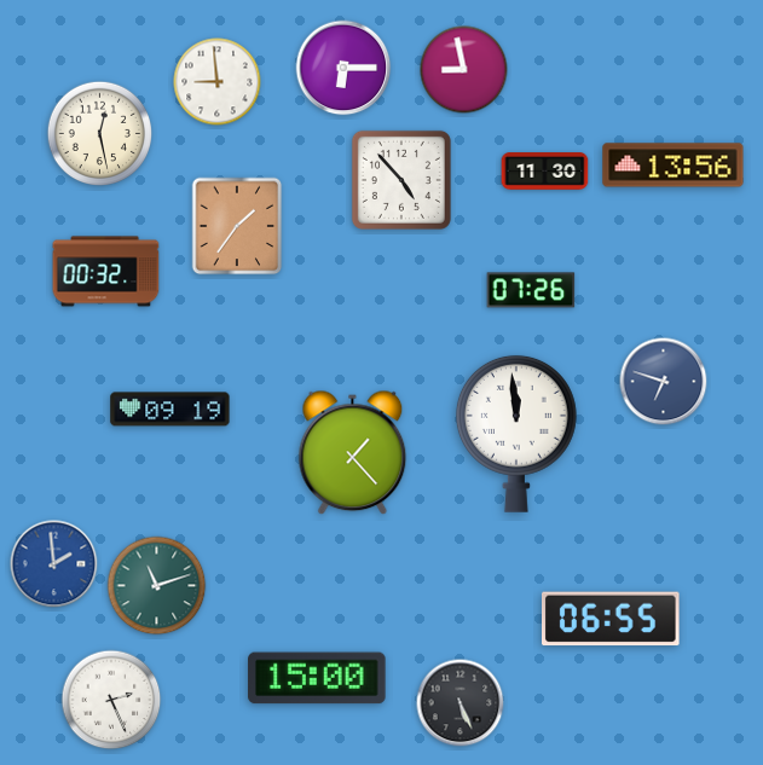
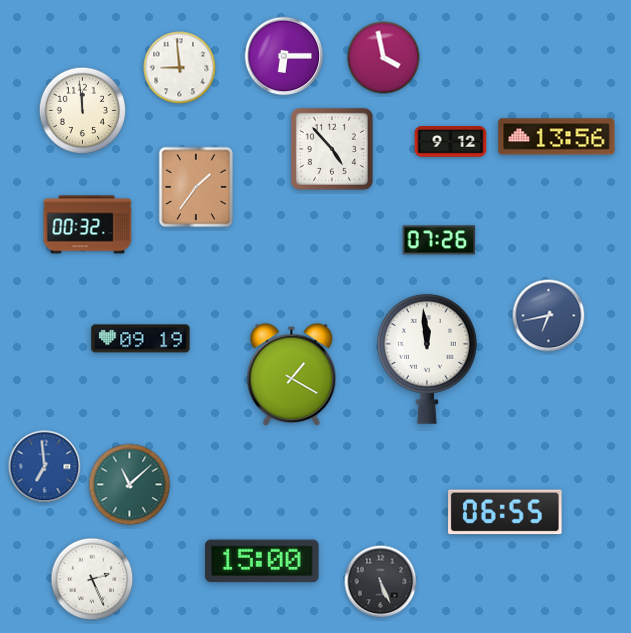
clock at (464, 70): 8:58 -> 3:58
clock at (100, 134): 12:28 -> 11:59
clock at (545, 172): 11:30 -> 9:12
clock at (664, 382): 6:48 -> 6:43
clock at (353, 453): 1:23 -> 1:20
clock at (54, 564): 1:59 -> 6:59
clock at (157, 586): 11:12 -> 11:08
